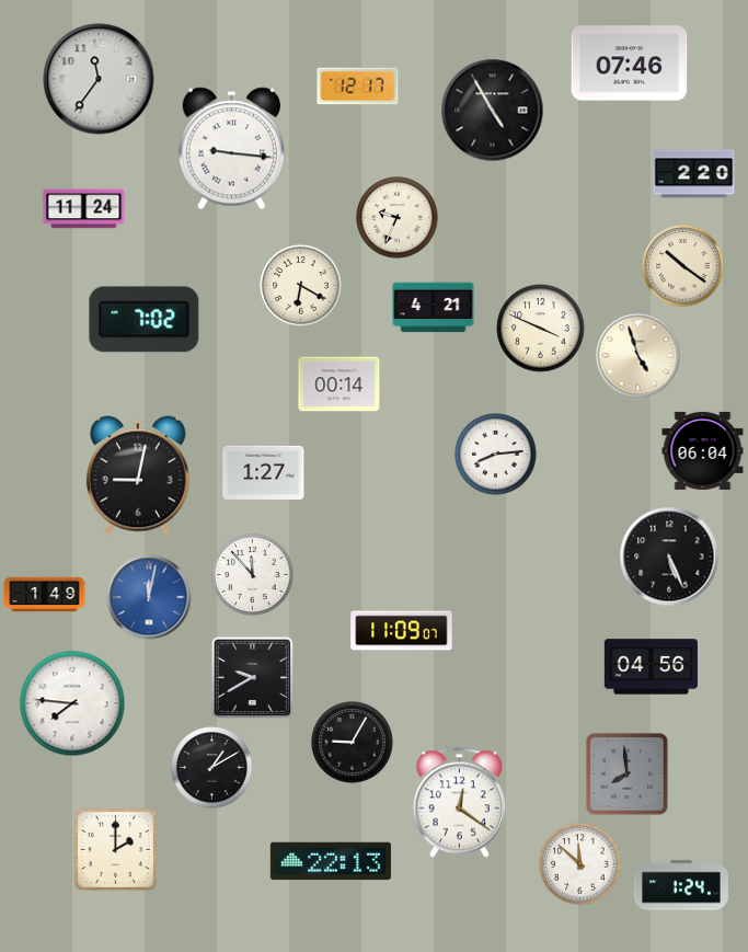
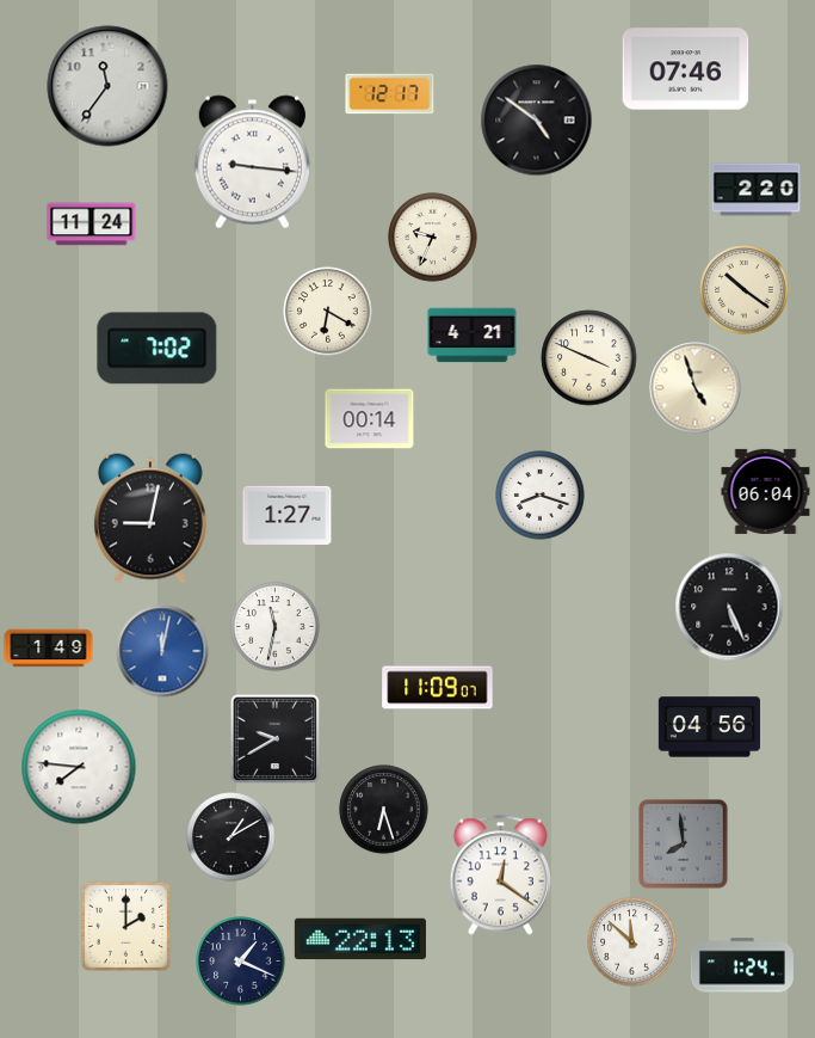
clock at (493, 111): 4:55 -> 4:51
clock at (84, 209) position: (84, 209) -> (92, 225)
clock at (496, 455): 8:14 -> 8:18
clock at (253, 575): 11:53 -> 11:32
clock at (353, 743): 9:05 -> 6:27
clock at (241, 962): none -> 1:19
